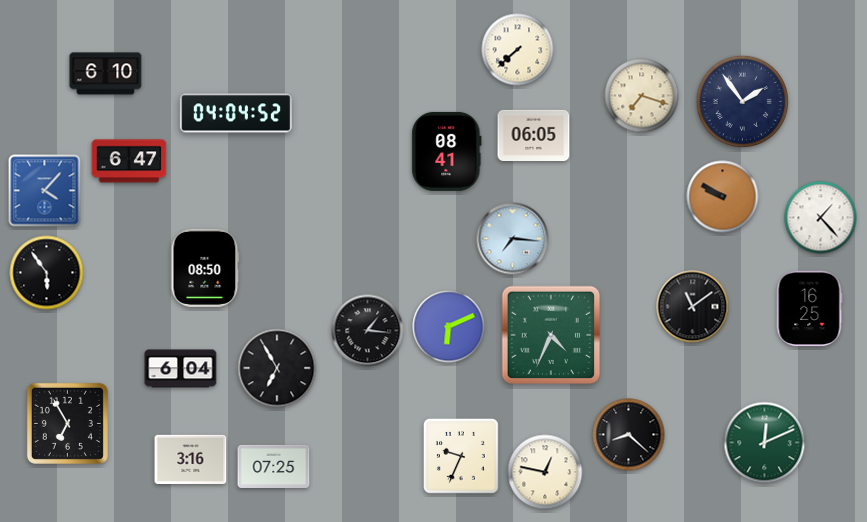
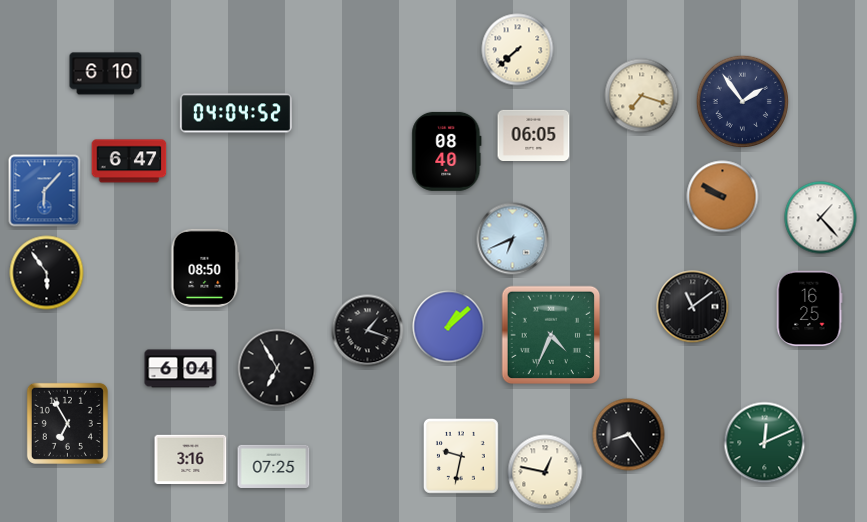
clock at (447, 151): 08:41 -> 08:40
clock at (45, 191): 4:07 -> 6:07
clock at (513, 239): 7:16 -> 6:41
clock at (449, 327): 6:11 -> 1:08
clock at (368, 331): 1:16 -> 1:18
clock at (629, 435): 8:22 -> 8:24
clock at (461, 456): 9:34 -> 9:32
